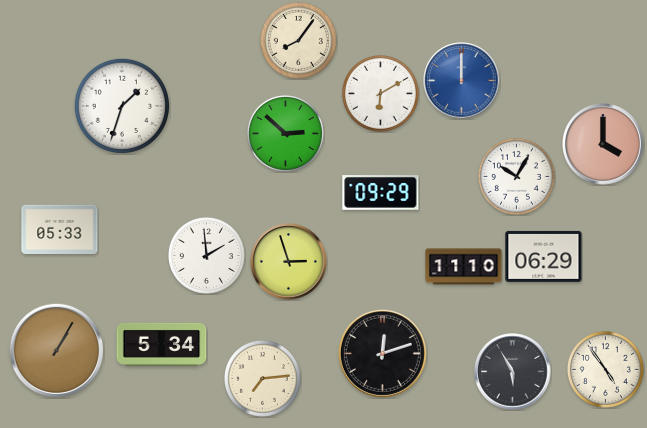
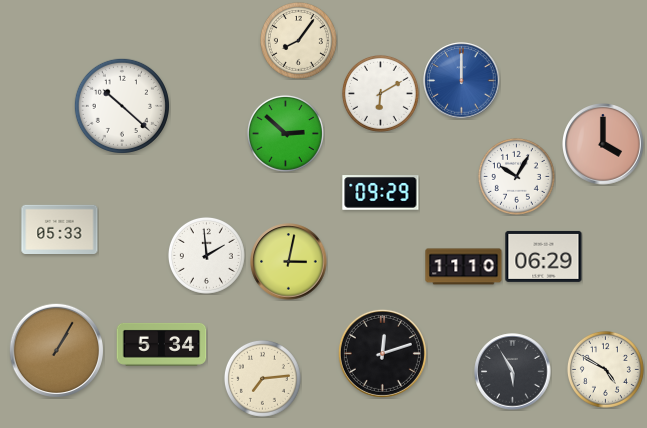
clock at (122, 106): 1:33 -> 10:22
clock at (289, 262): 2:57 -> 3:02
clock at (605, 369): 4:54 -> 4:50
